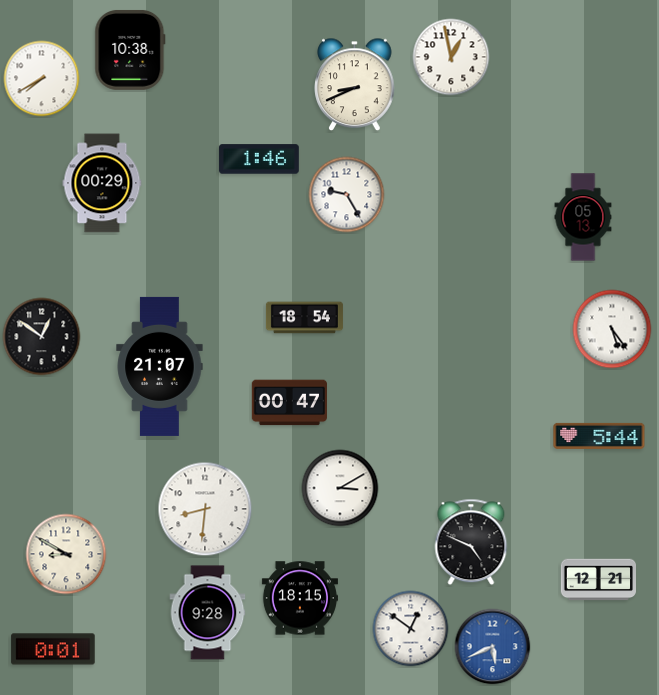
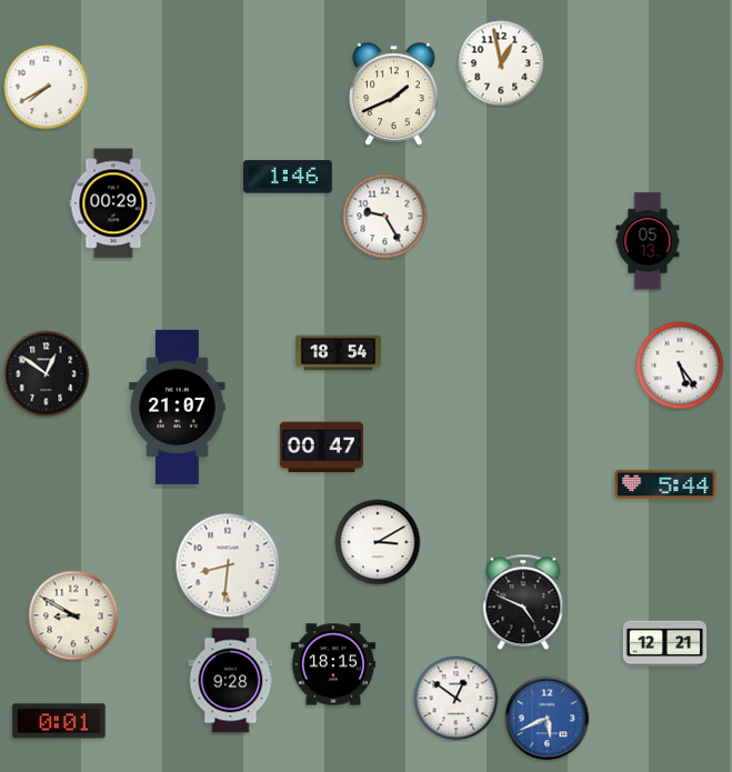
clock at (130, 50): 10:38 -> none
clock at (355, 85): 8:41 -> 1:41
